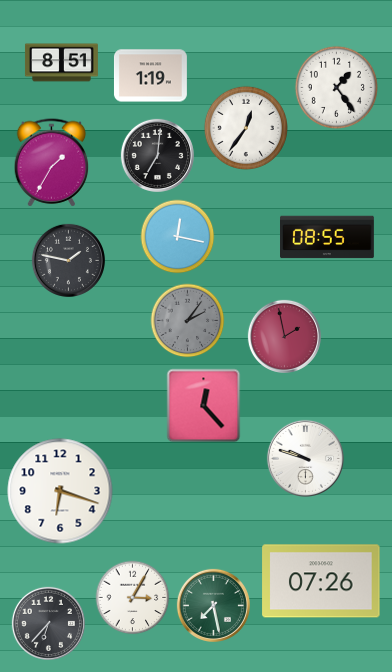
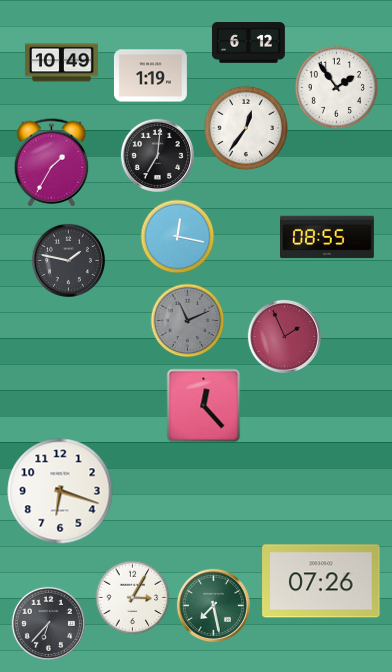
clock at (248, 43): none -> 6:12
clock at (61, 63): 8:51 -> 10:49
clock at (336, 87): 1:24 -> 1:54
clock at (188, 321): 2:06 -> 11:11
clock at (284, 336): 1:58 -> 1:56
clock at (305, 458): 9:48 -> none
